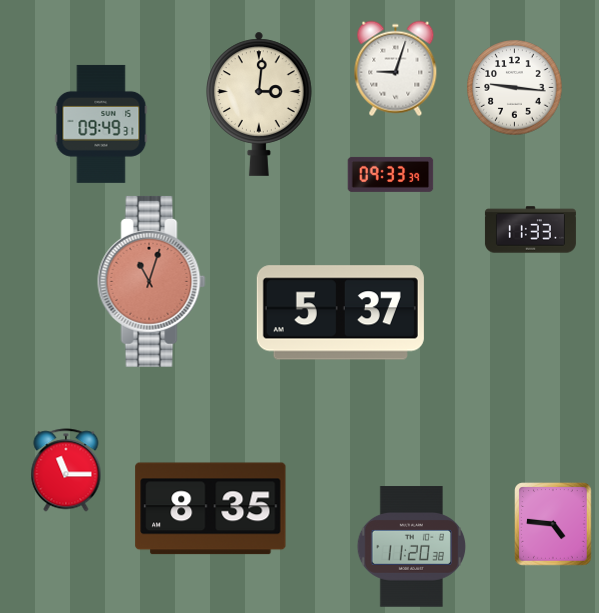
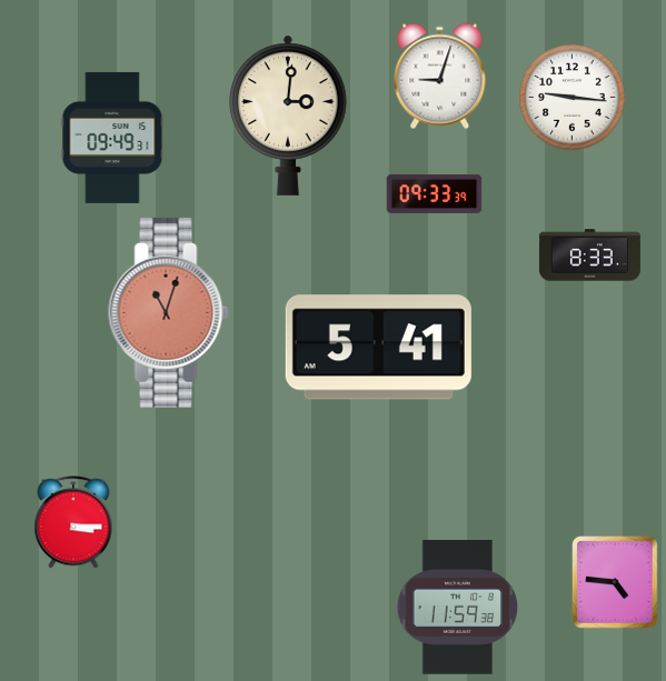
clock at (530, 230): 11:33 -> 8:33
clock at (340, 313): 5:37 -> 5:41
clock at (66, 470): 11:15 -> 3:15
clock at (211, 509): 8:35 -> none
clock at (412, 547): 11:20 -> 11:59
